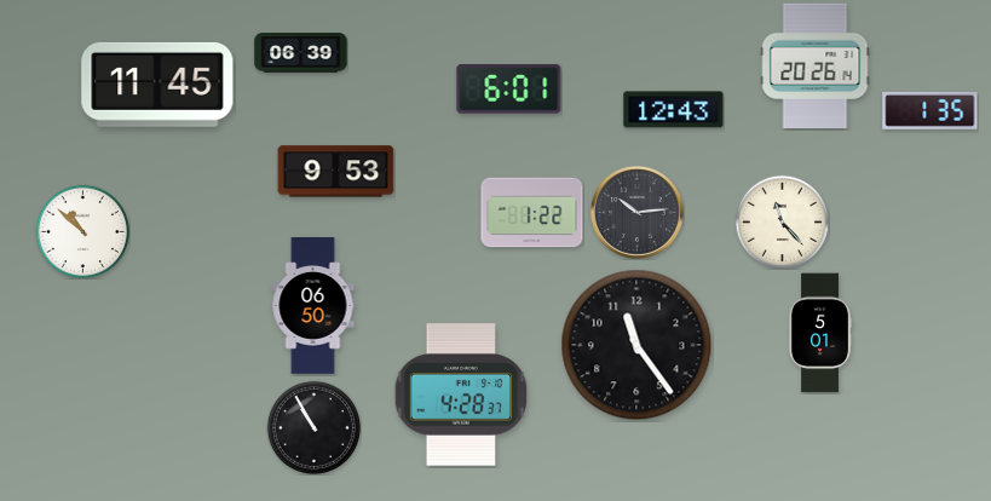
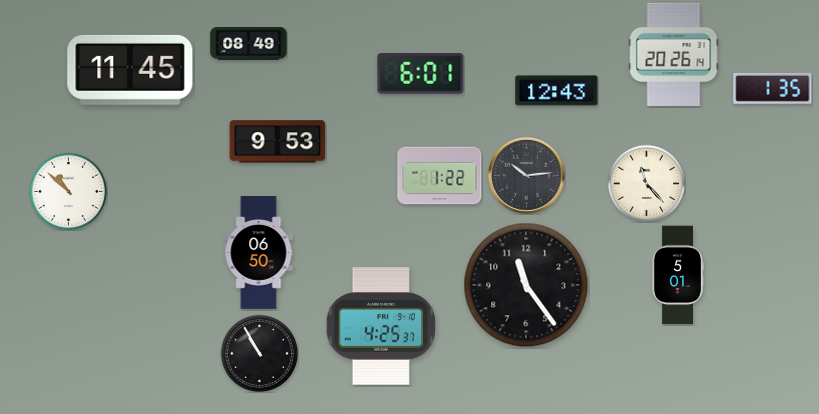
clock at (301, 53): 06:39 -> 08:49
clock at (930, 110) position: (930, 110) -> (773, 88)
clock at (461, 395): 4:28 -> 4:25
